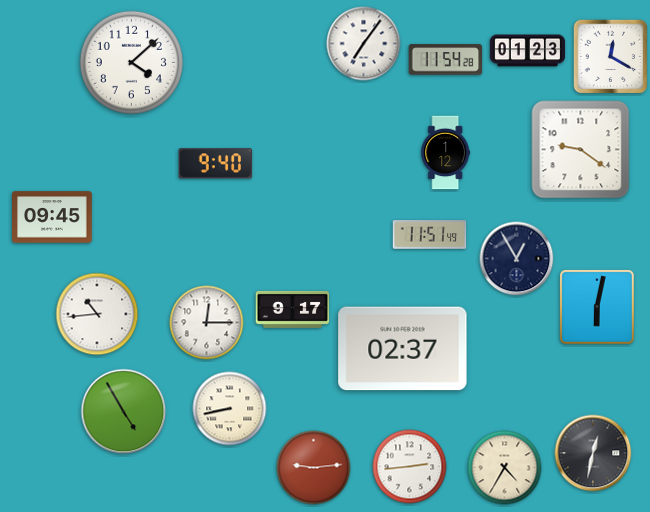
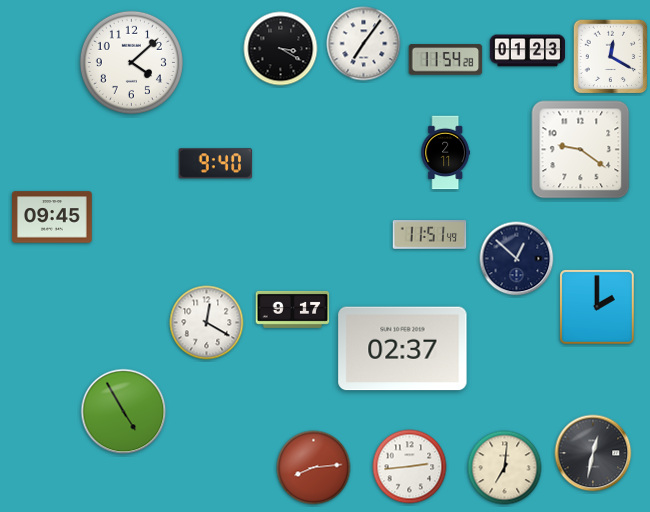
clock at (281, 49): none -> 3:20
clock at (445, 153): 1:12 -> 2:11
clock at (517, 259): 12:55 -> 12:52
clock at (598, 308): 6:02 -> 2:00
clock at (97, 314): 10:44 -> none
clock at (207, 323): 12:15 -> 12:20
clock at (230, 409): 8:43 -> none
clock at (314, 468): 9:14 -> 8:14
clock at (505, 468): 4:35 -> 7:01
